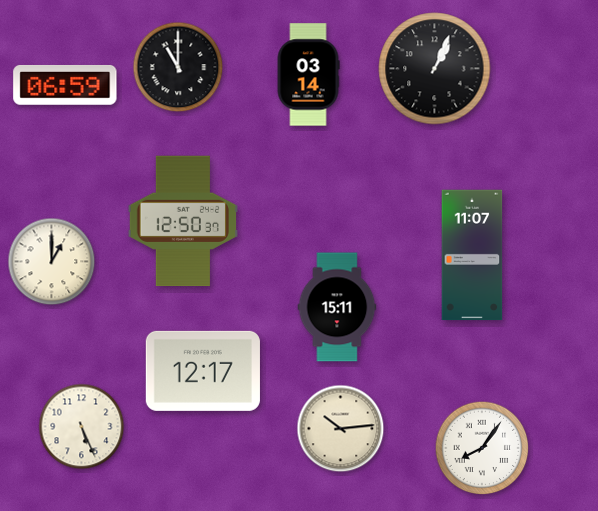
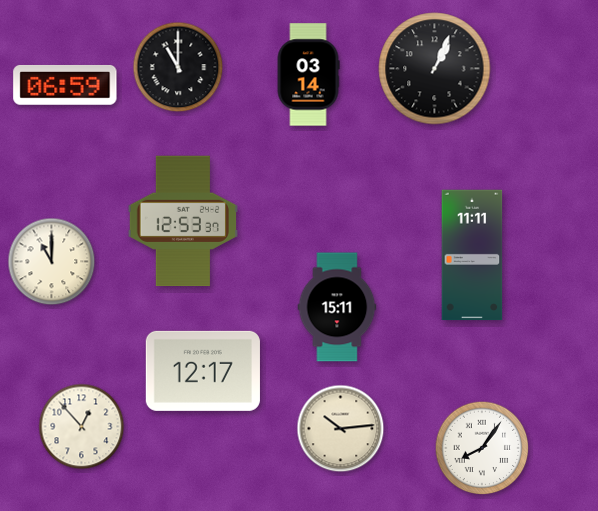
clock at (183, 221): 12:50 -> 12:53
clock at (472, 255): 11:07 -> 11:11
clock at (52, 262): 1:00 -> 11:00
clock at (82, 427): 5:26 -> 12:53
